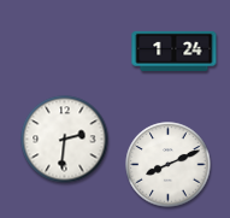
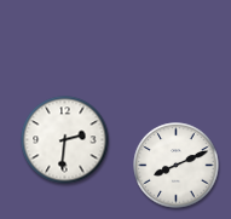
clock at (175, 51): 1:24 -> none
clock at (169, 165) position: (169, 165) -> (177, 166)
